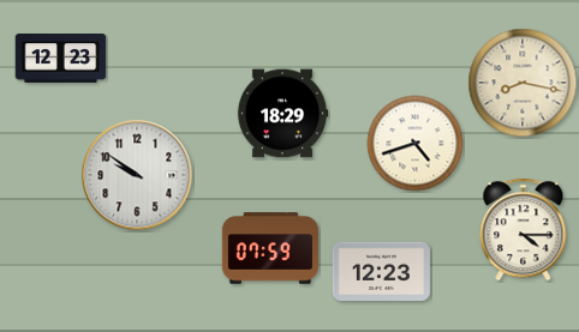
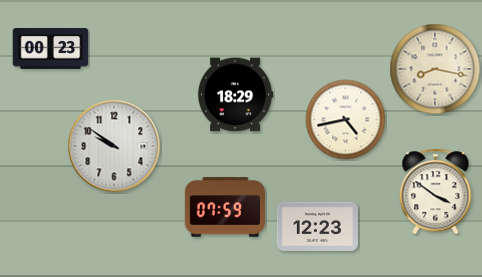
clock at (61, 59): 12:23 -> 00:23
clock at (416, 144): 4:42 -> 4:43
clock at (524, 230): 4:15 -> 3:51
